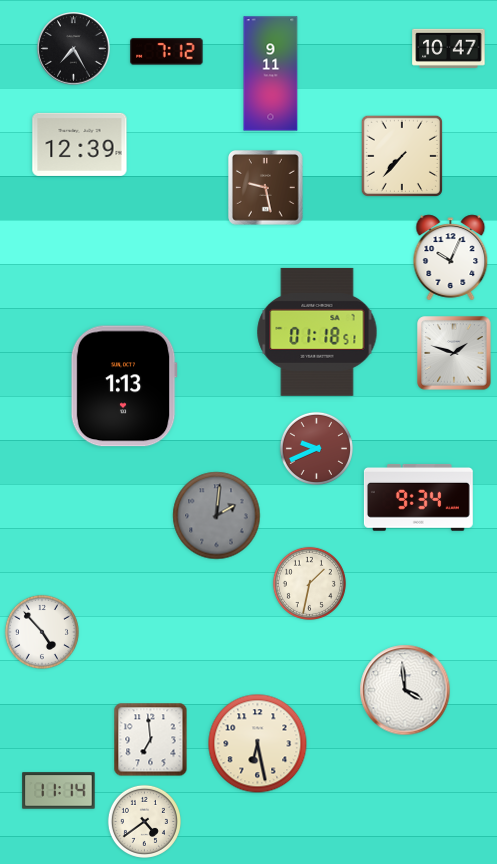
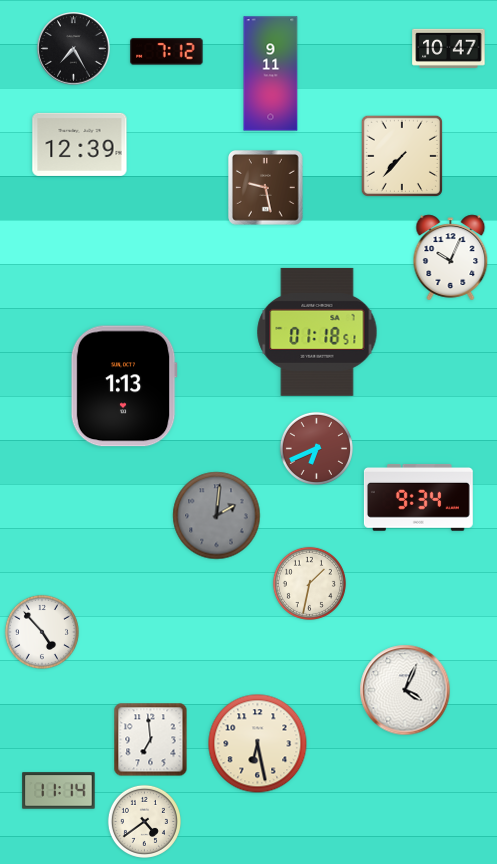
clock at (454, 353): 1:48 -> none
clock at (316, 448): 9:41 -> 6:41
clock at (405, 690): 3:59 -> 4:04
